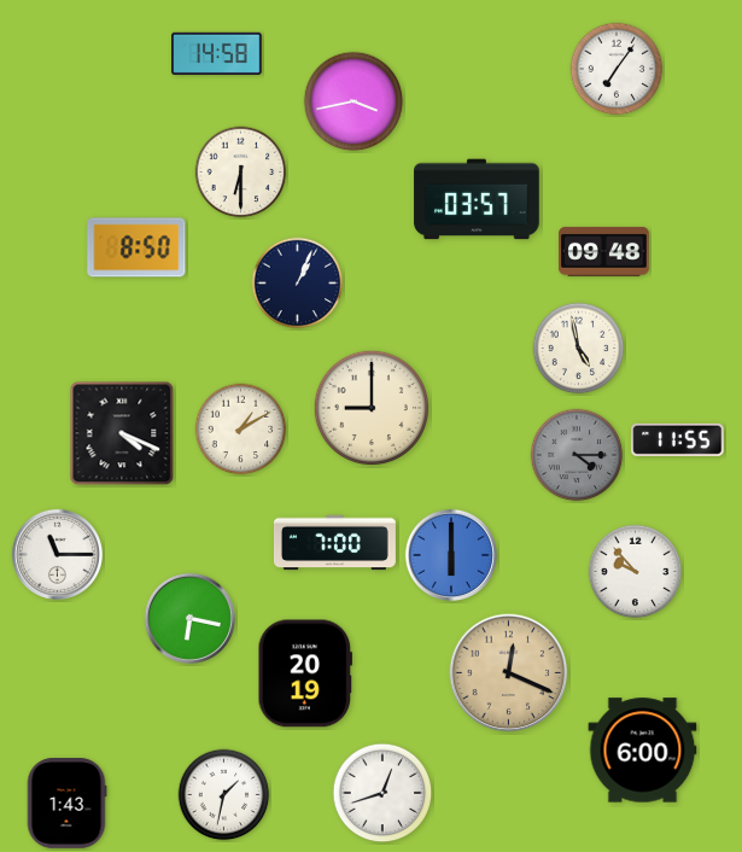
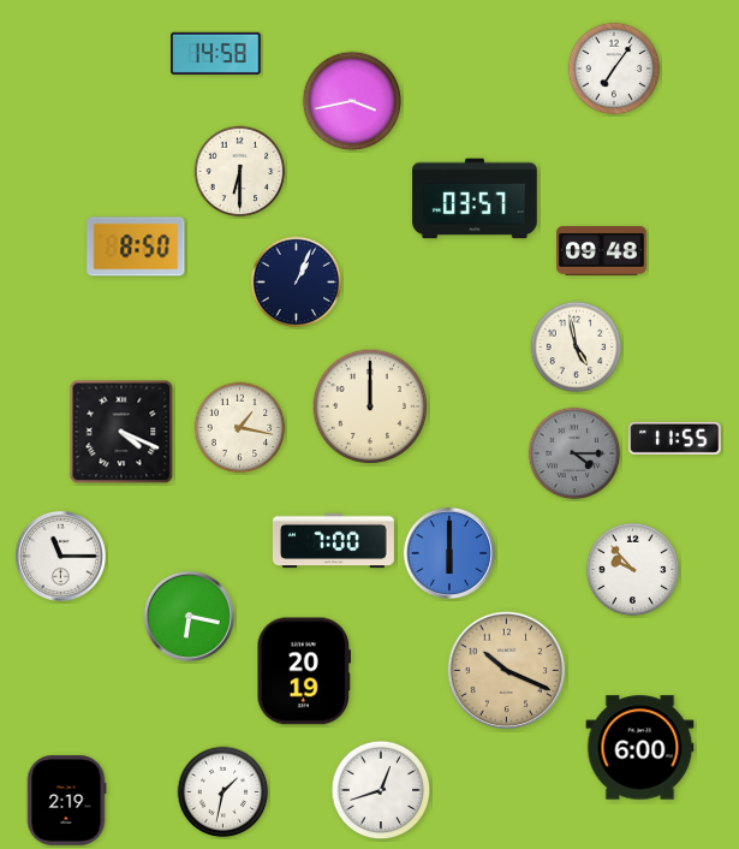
clock at (372, 408): 9:00 -> 12:00
clock at (241, 430): 1:10 -> 1:17
clock at (57, 554) position: (57, 554) -> (60, 556)
clock at (509, 673): 12:19 -> 10:19
clock at (66, 804): 1:43 -> 2:19
